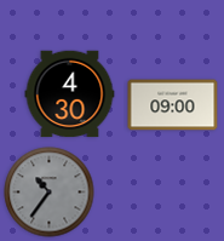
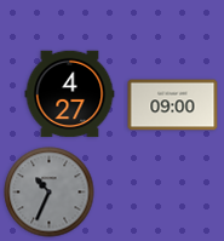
clock at (70, 94): 4:30 -> 4:27
clock at (50, 193): 10:36 -> 10:34
